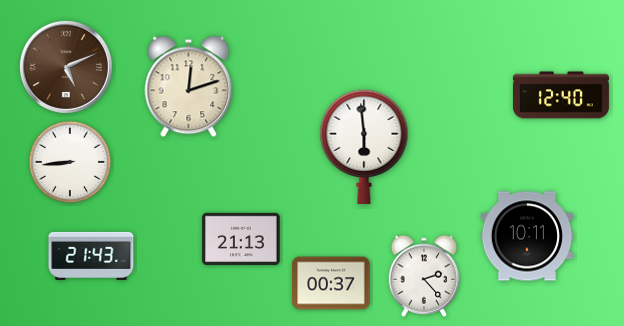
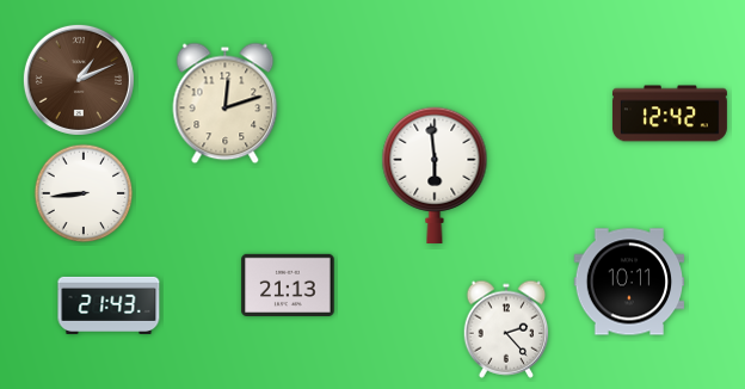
clock at (66, 67): 5:11 -> 1:11
clock at (561, 95): 12:40 -> 12:42
clock at (331, 283): 00:37 -> none
